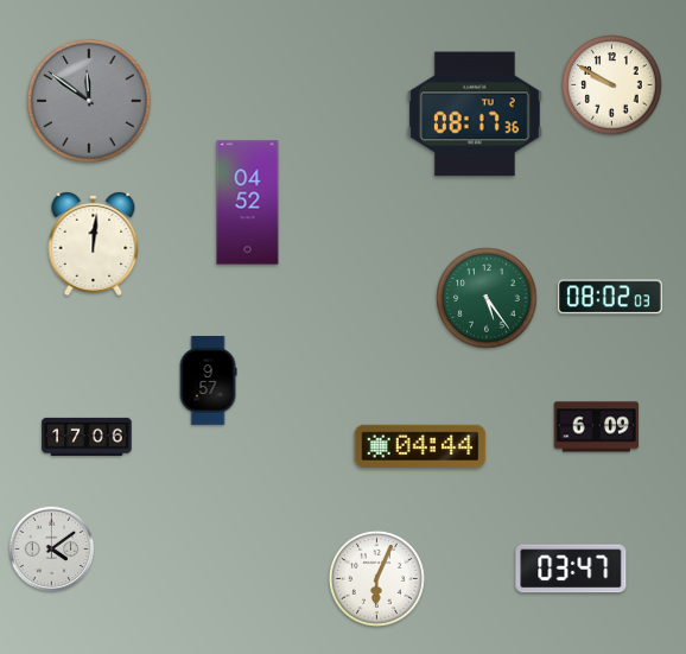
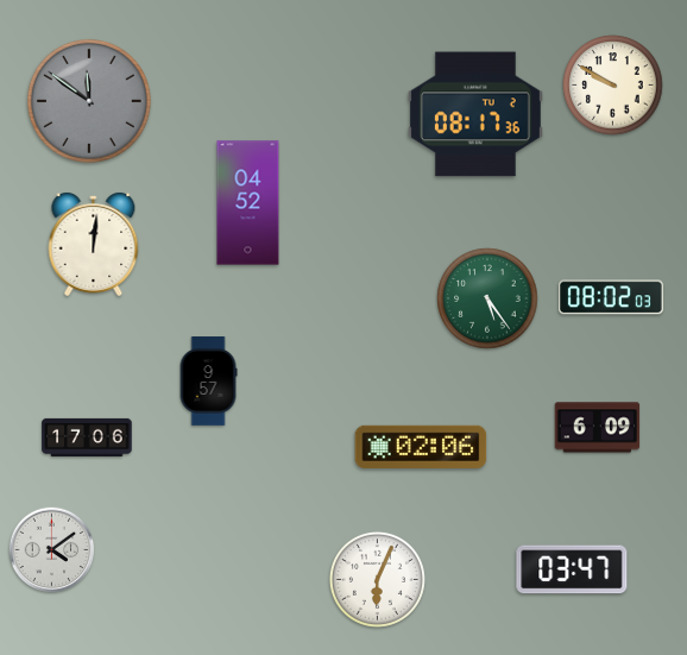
clock at (420, 446): 04:44 -> 02:06
